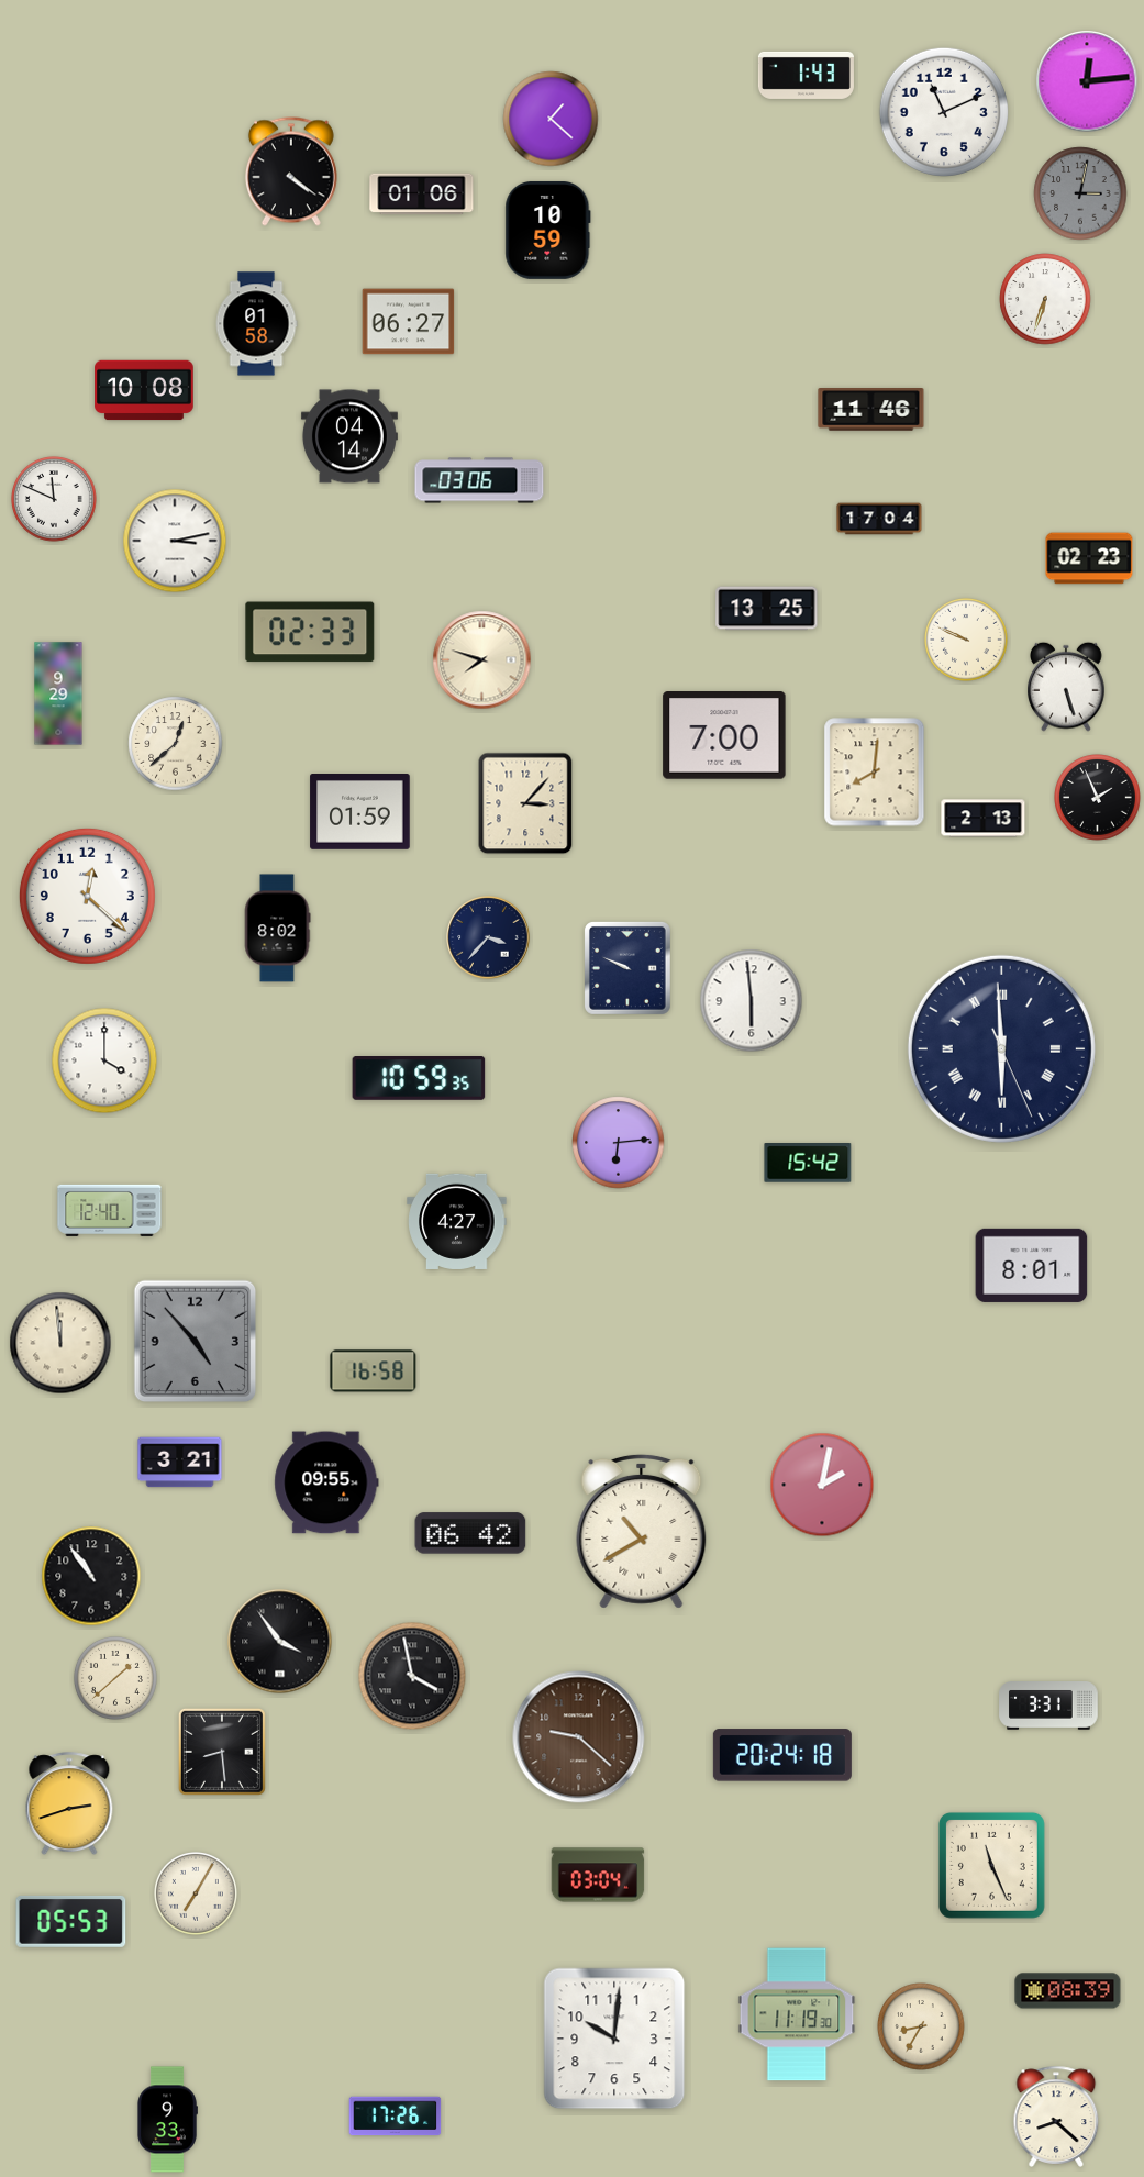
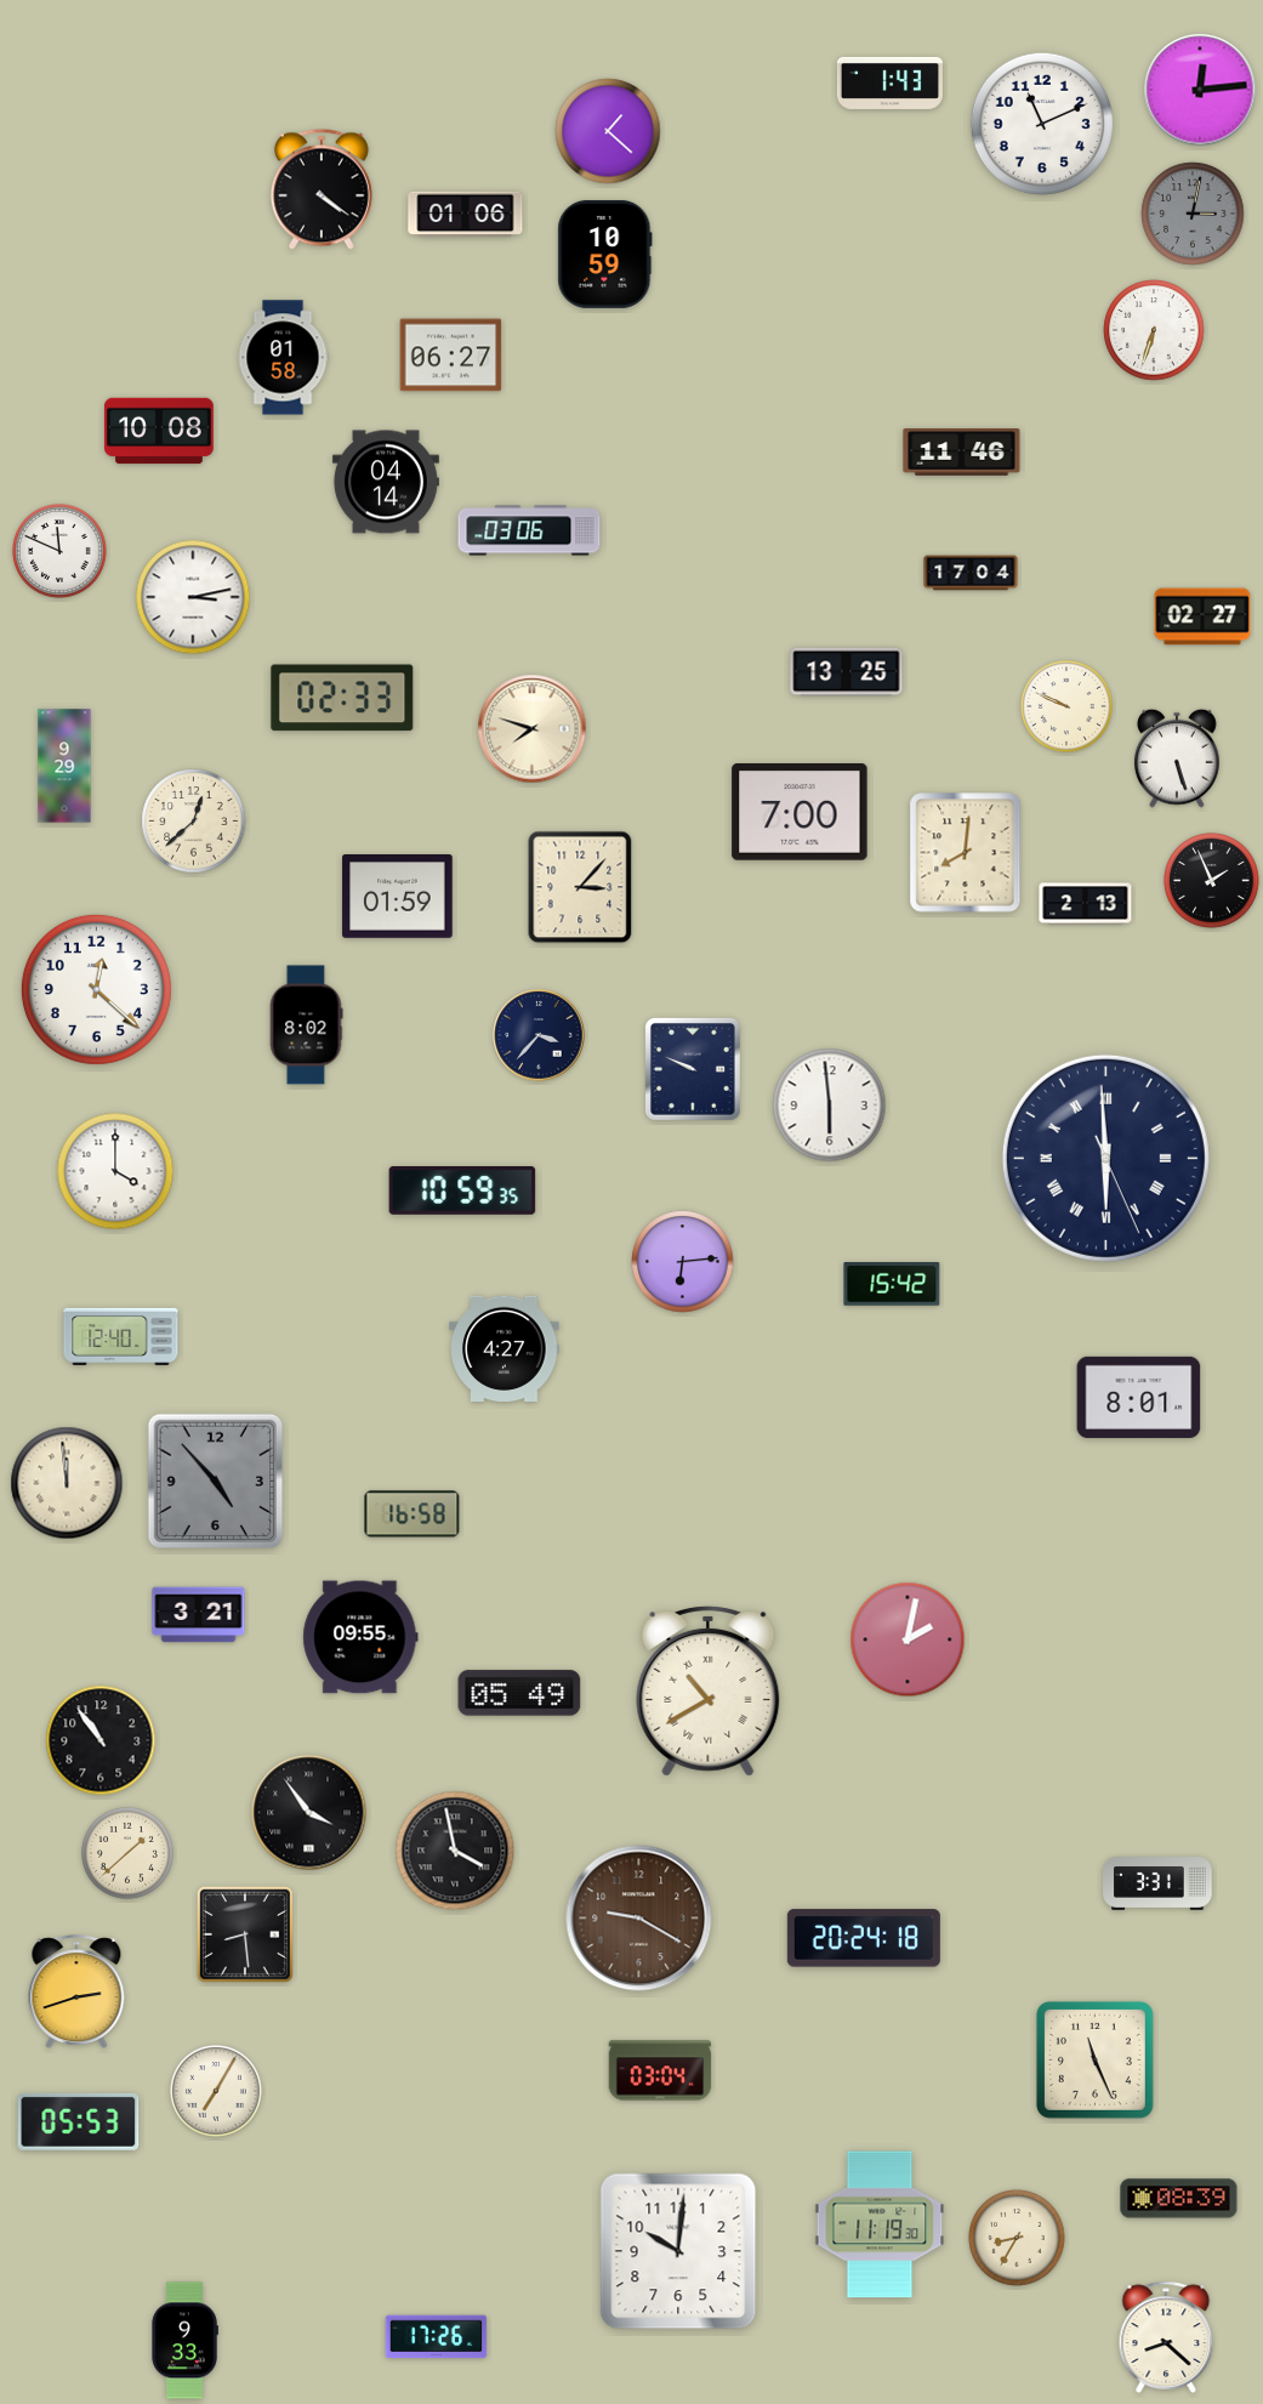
clock at (1089, 558): 02:23 -> 02:27
clock at (470, 1533): 06:42 -> 05:49
clock at (579, 1737): 9:22 -> 9:20
